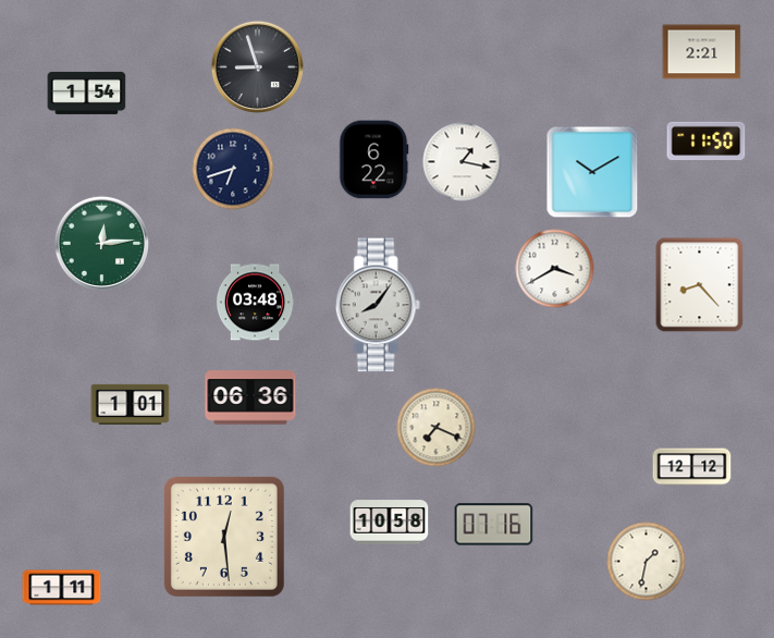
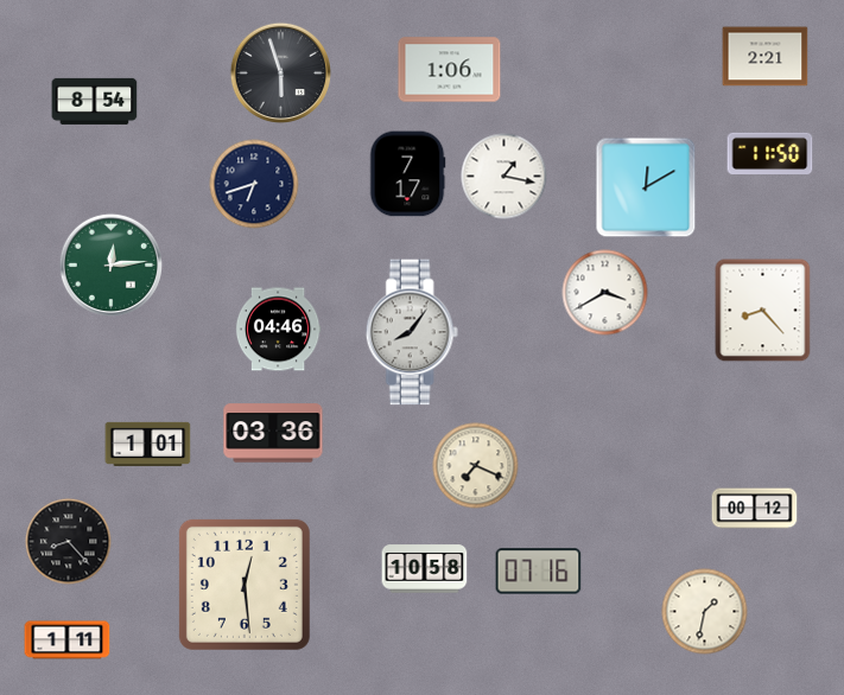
clock at (450, 70): none -> 1:06
clock at (257, 66): 8:57 -> 5:57
clock at (87, 93): 1:54 -> 8:54
clock at (373, 160): 6:22 -> 7:17
clock at (592, 172): 10:10 -> 12:10
clock at (255, 303): 03:48 -> 04:46
clock at (250, 397): 06:36 -> 03:36
clock at (131, 404) position: (131, 404) -> (148, 444)
clock at (692, 467): 12:12 -> 00:12
clock at (69, 542): none -> 8:23
